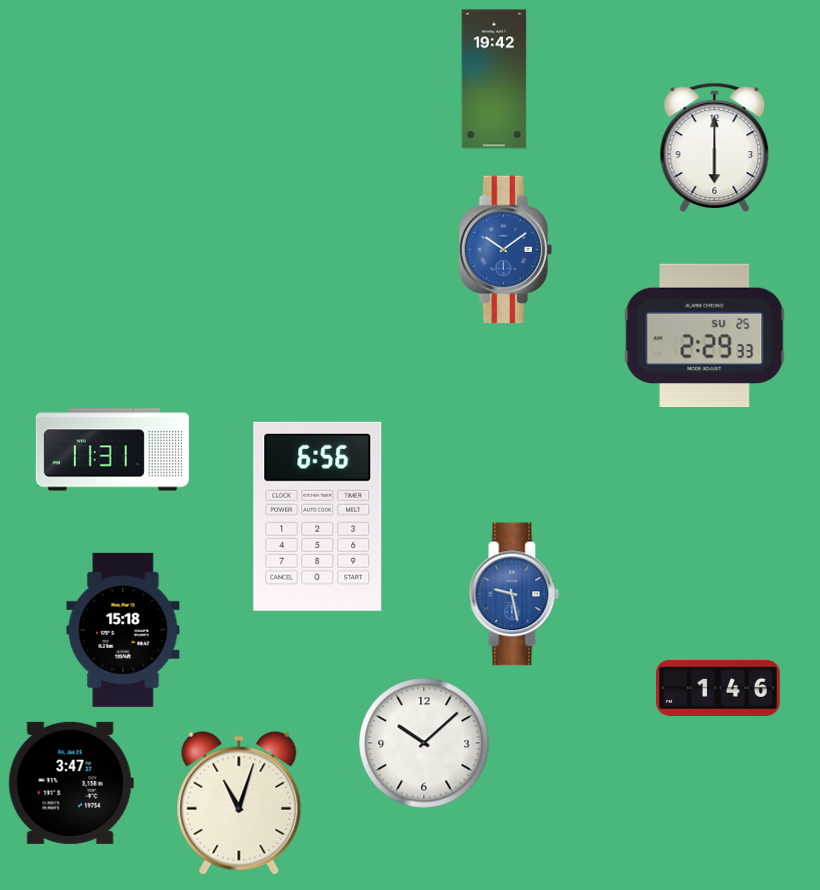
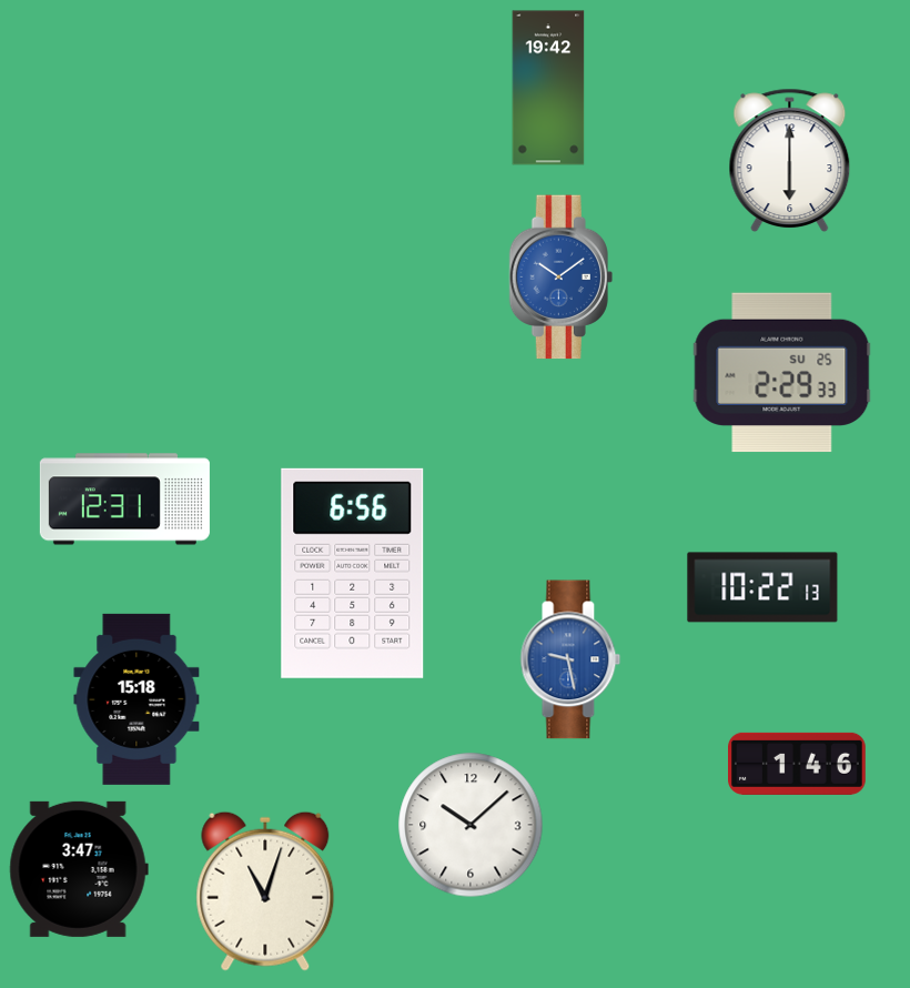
clock at (715, 147) position: (715, 147) -> (790, 160)
clock at (112, 450): 11:31 -> 12:31
clock at (762, 587): none -> 10:22
